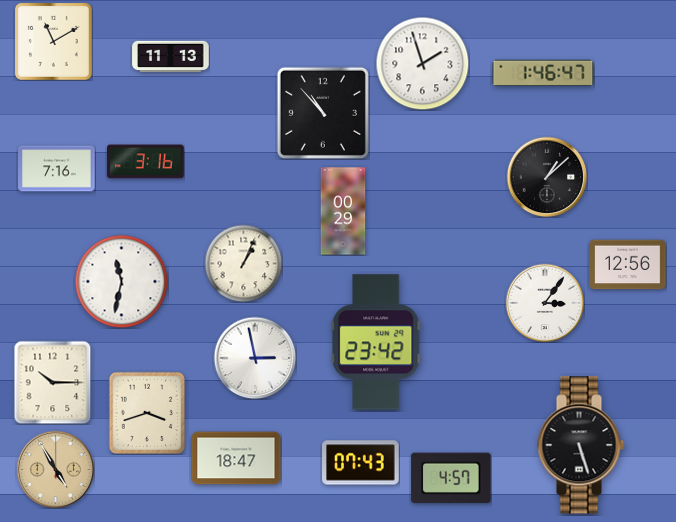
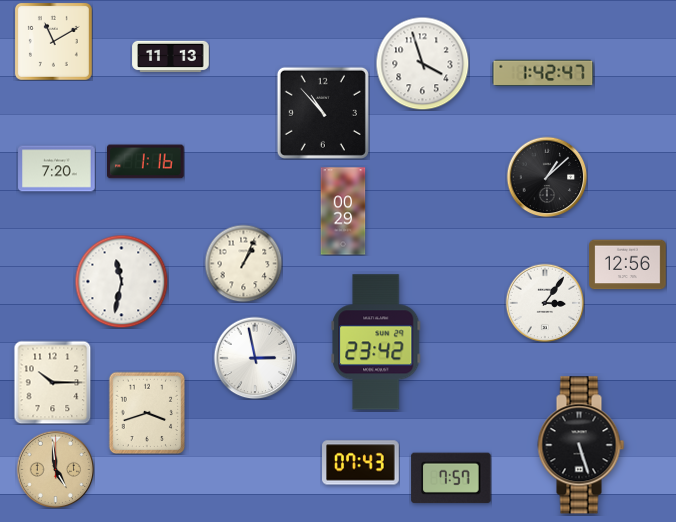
clock at (422, 63): 1:57 -> 3:57
clock at (543, 73): 1:46 -> 1:42
clock at (146, 162): 3:16 -> 1:16
clock at (57, 169): 7:16 -> 7:20
clock at (236, 458): 18:47 -> none
clock at (55, 469): 4:55 -> 4:59
clock at (451, 478): 4:57 -> 7:57
